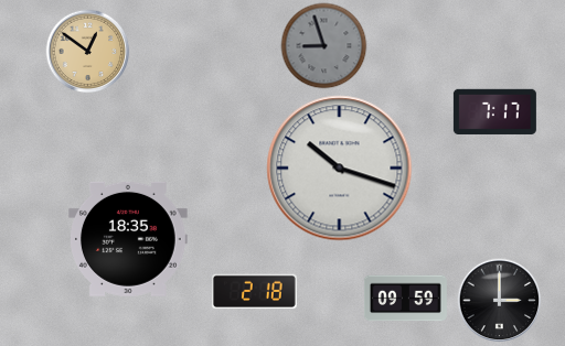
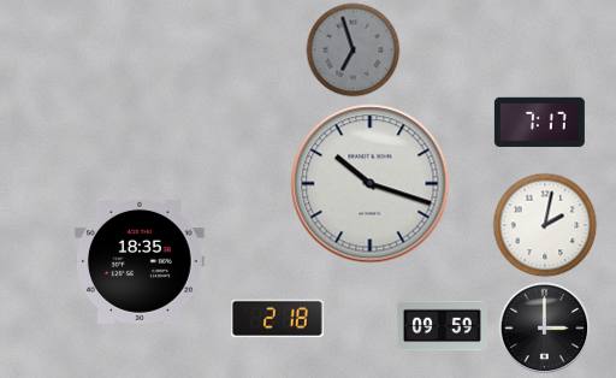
clock at (324, 46): 8:57 -> 6:57
clock at (88, 52): 12:51 -> none
clock at (545, 225): none -> 2:02
